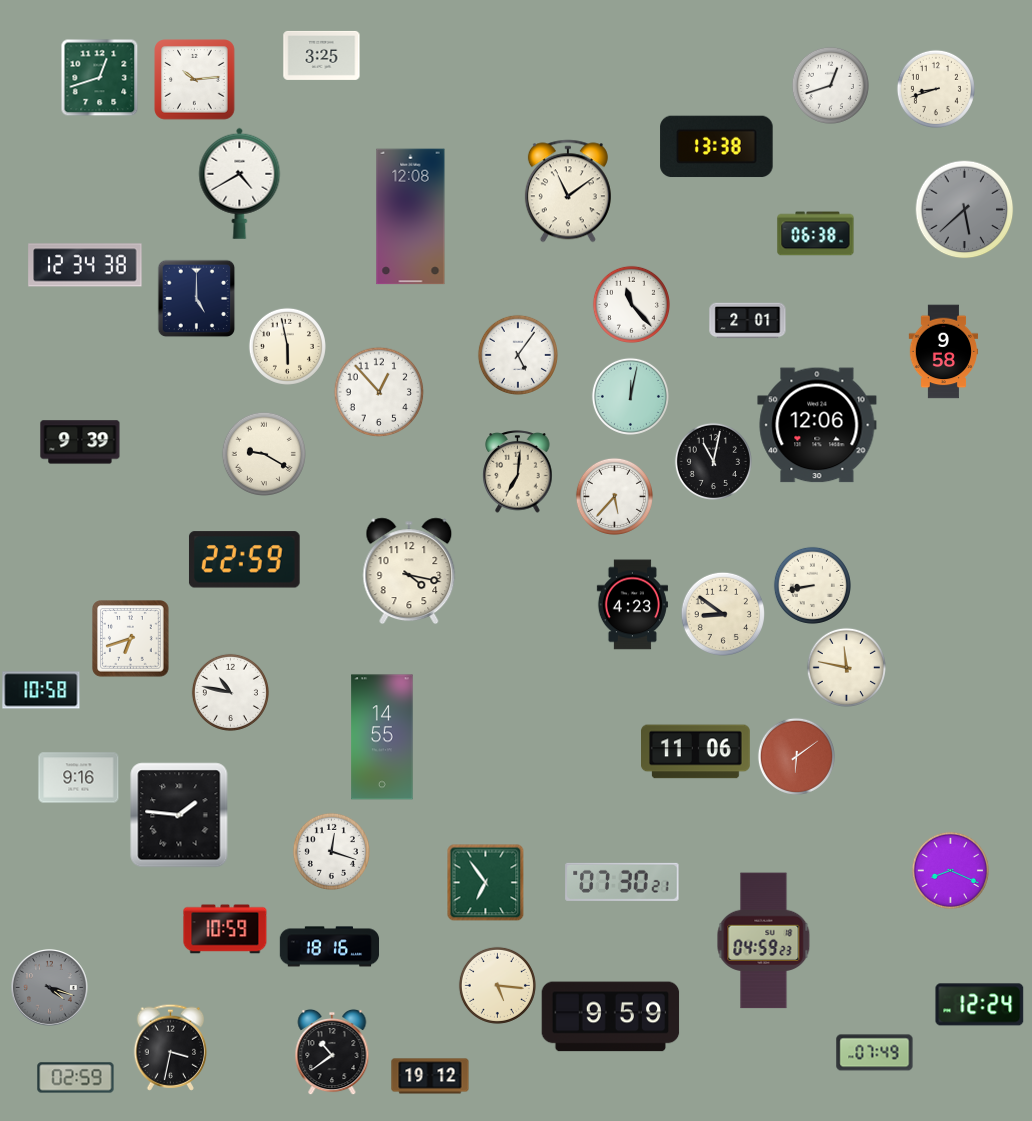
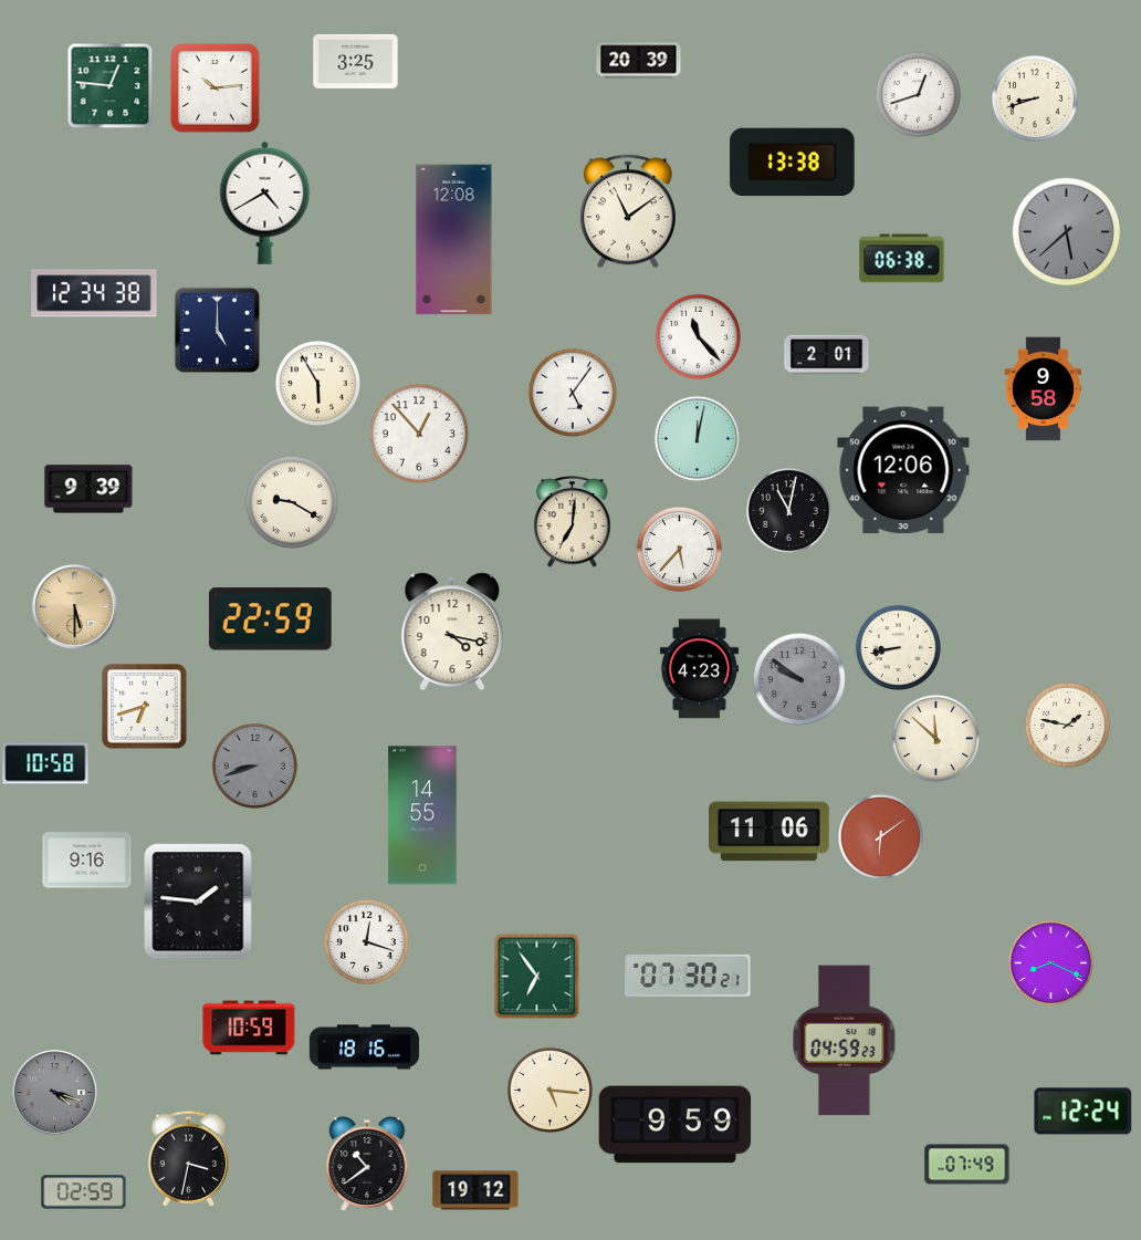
clock at (639, 61): none -> 20:39
clock at (99, 77): 12:42 -> 12:46
clock at (287, 346): 5:58 -> 5:55
clock at (75, 607): none -> 5:30
clock at (722, 613): 8:51 -> 9:51
clock at (722, 613) dial: cream -> grey
clock at (1067, 725): none -> 1:47
clock at (846, 667): 11:47 -> 11:52
clock at (230, 692): 10:47 -> 8:42
clock at (230, 692) dial: white -> grey
